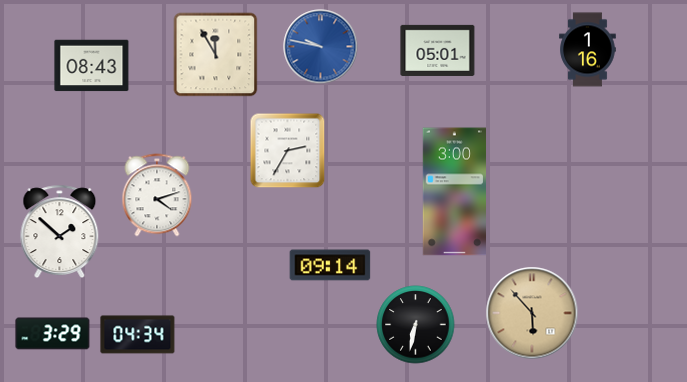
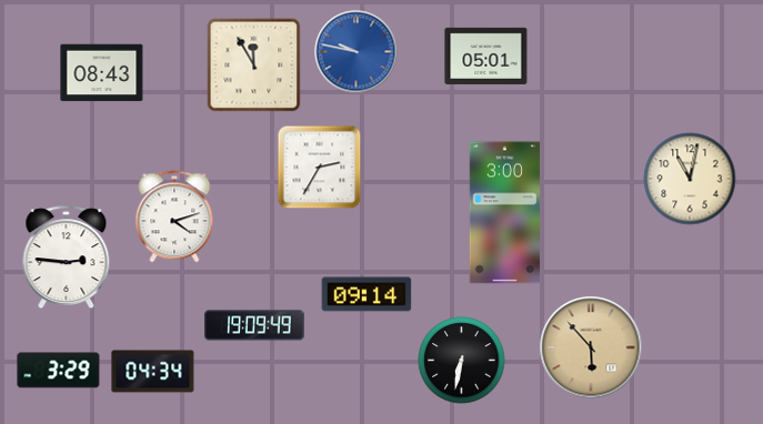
clock at (588, 50): 1:16 -> none
clock at (216, 55) position: (216, 55) -> (254, 65)
clock at (690, 179): none -> 11:02
clock at (60, 231): 1:52 -> 2:46
clock at (254, 325): none -> 19:09
